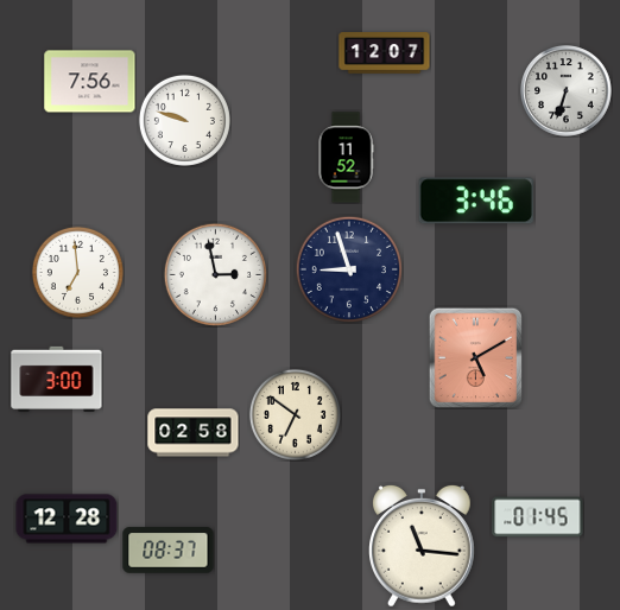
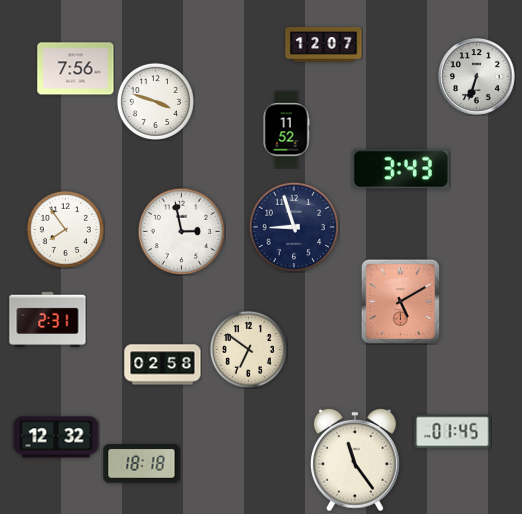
clock at (184, 120): 9:48 -> 3:48
clock at (346, 158) position: (346, 158) -> (286, 130)
clock at (475, 201): 3:46 -> 3:43
clock at (77, 272): 6:59 -> 7:54
clock at (57, 379): 3:00 -> 2:31
clock at (538, 517) position: (538, 517) -> (453, 432)
clock at (67, 519): 12:28 -> 12:32
clock at (423, 546): 11:16 -> 11:24
clock at (169, 551): 08:37 -> 18:18
